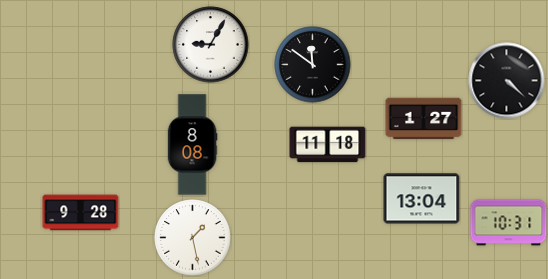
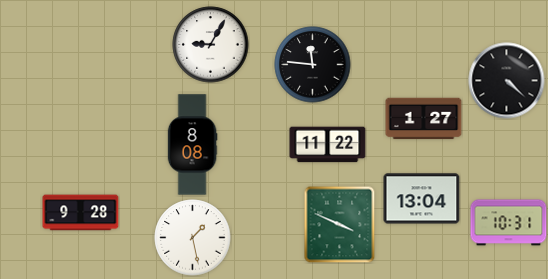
clock at (313, 65): 11:51 -> 11:46
clock at (328, 145): 11:18 -> 11:22
clock at (340, 224): none -> 3:49
